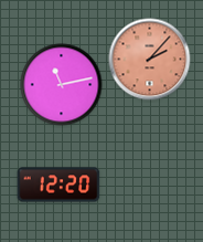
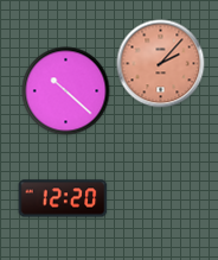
clock at (62, 85): 11:13 -> 10:22
